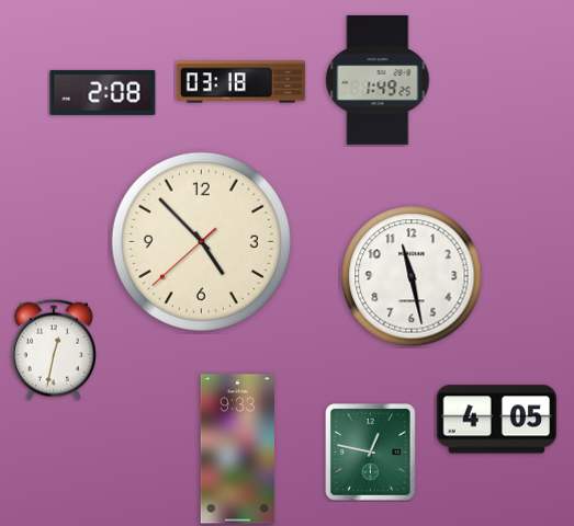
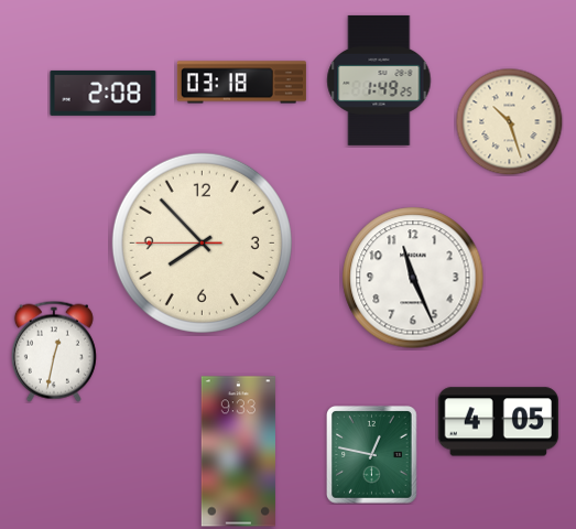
clock at (509, 121): none -> 10:27
clock at (201, 241): 4:52 -> 7:52
clock at (412, 276): 11:28 -> 11:26
